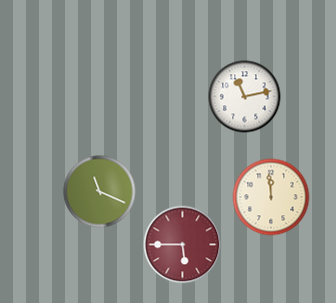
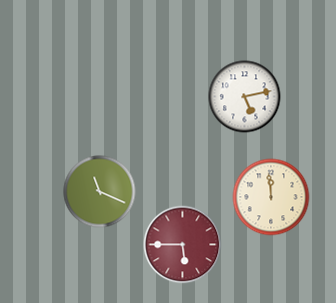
clock at (245, 97): 11:13 -> 5:13
